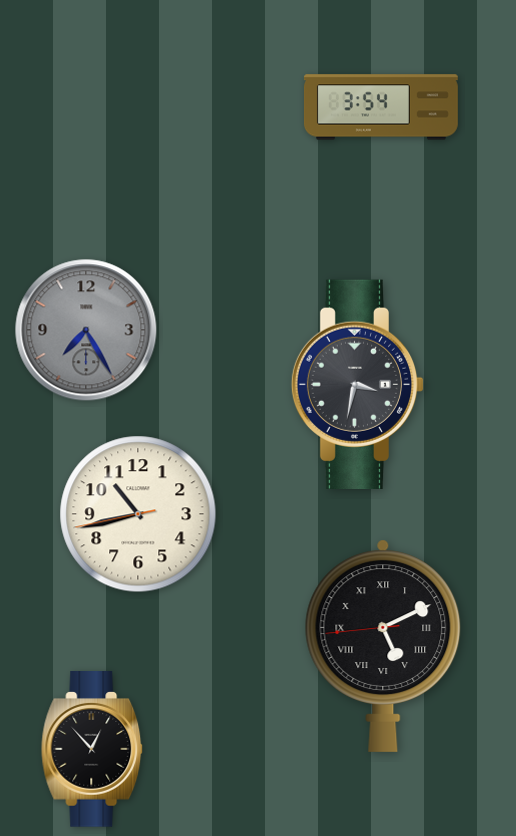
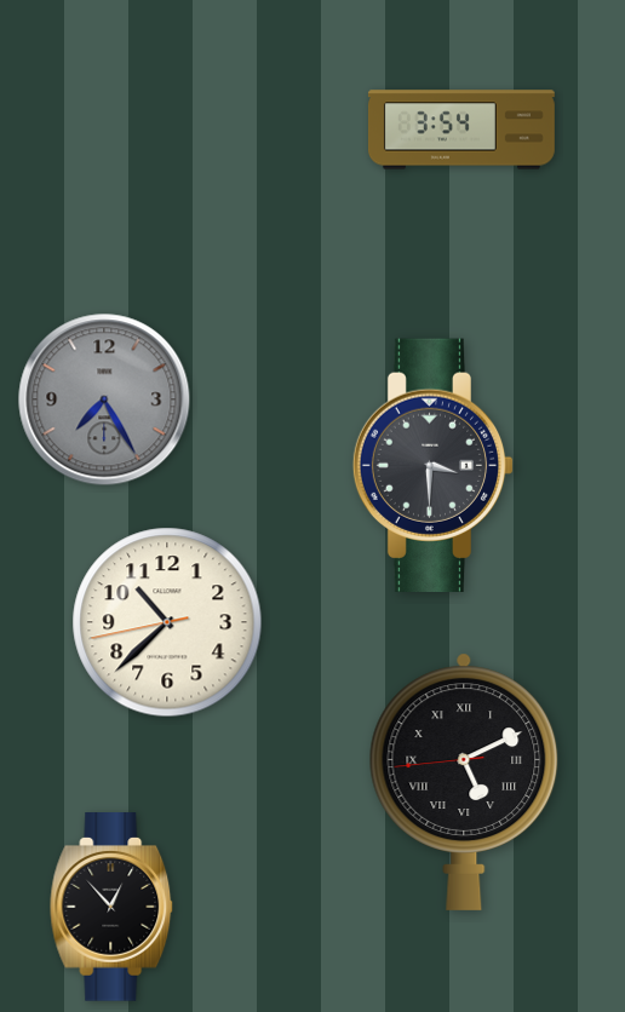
clock at (358, 384): 3:32 -> 3:30
clock at (138, 514): 10:42 -> 10:37
